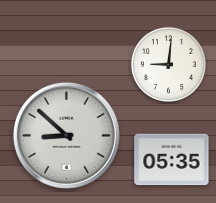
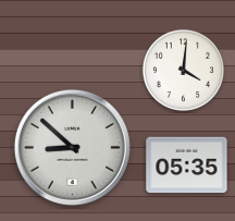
clock at (168, 64): 9:01 -> 4:01
clock at (172, 160) position: (172, 160) -> (187, 165)
